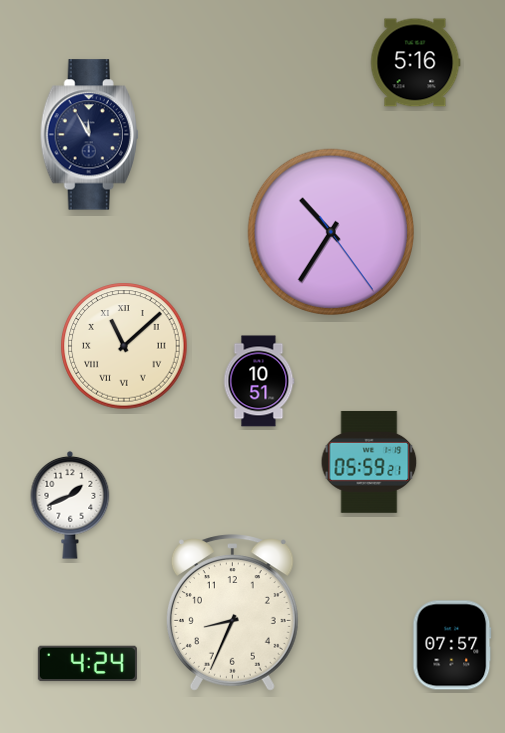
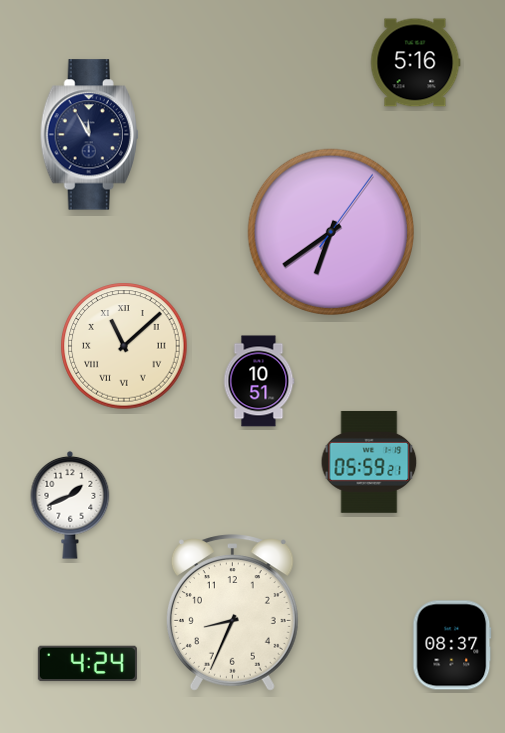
clock at (330, 231): 10:35 -> 6:39
clock at (452, 645): 07:57 -> 08:37
